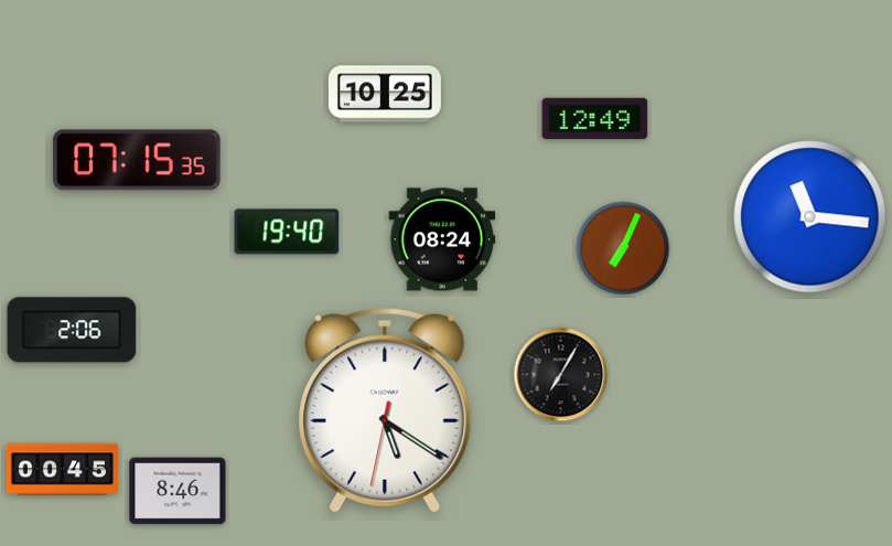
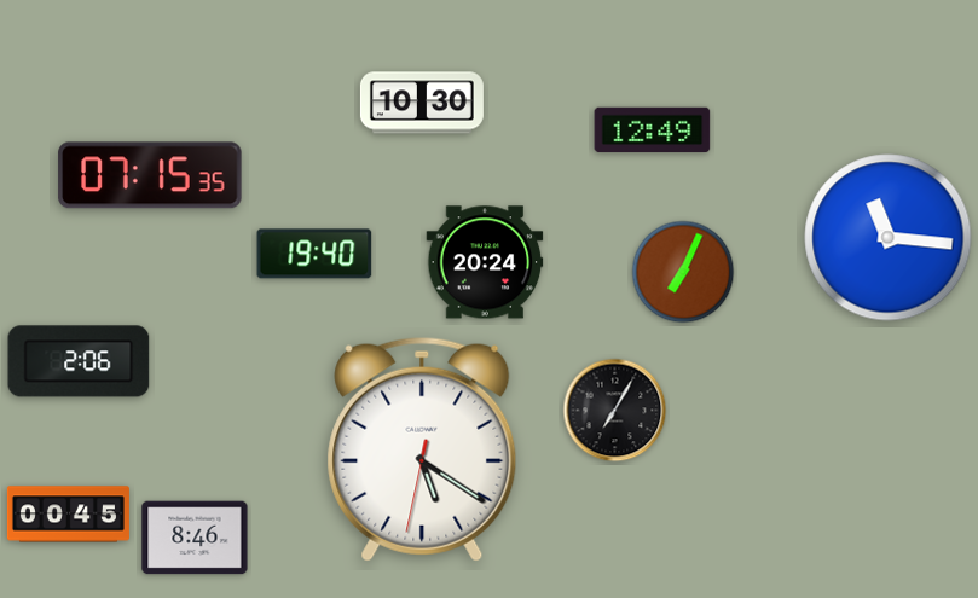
clock at (385, 94): 10:25 -> 10:30
clock at (442, 239): 08:24 -> 20:24
